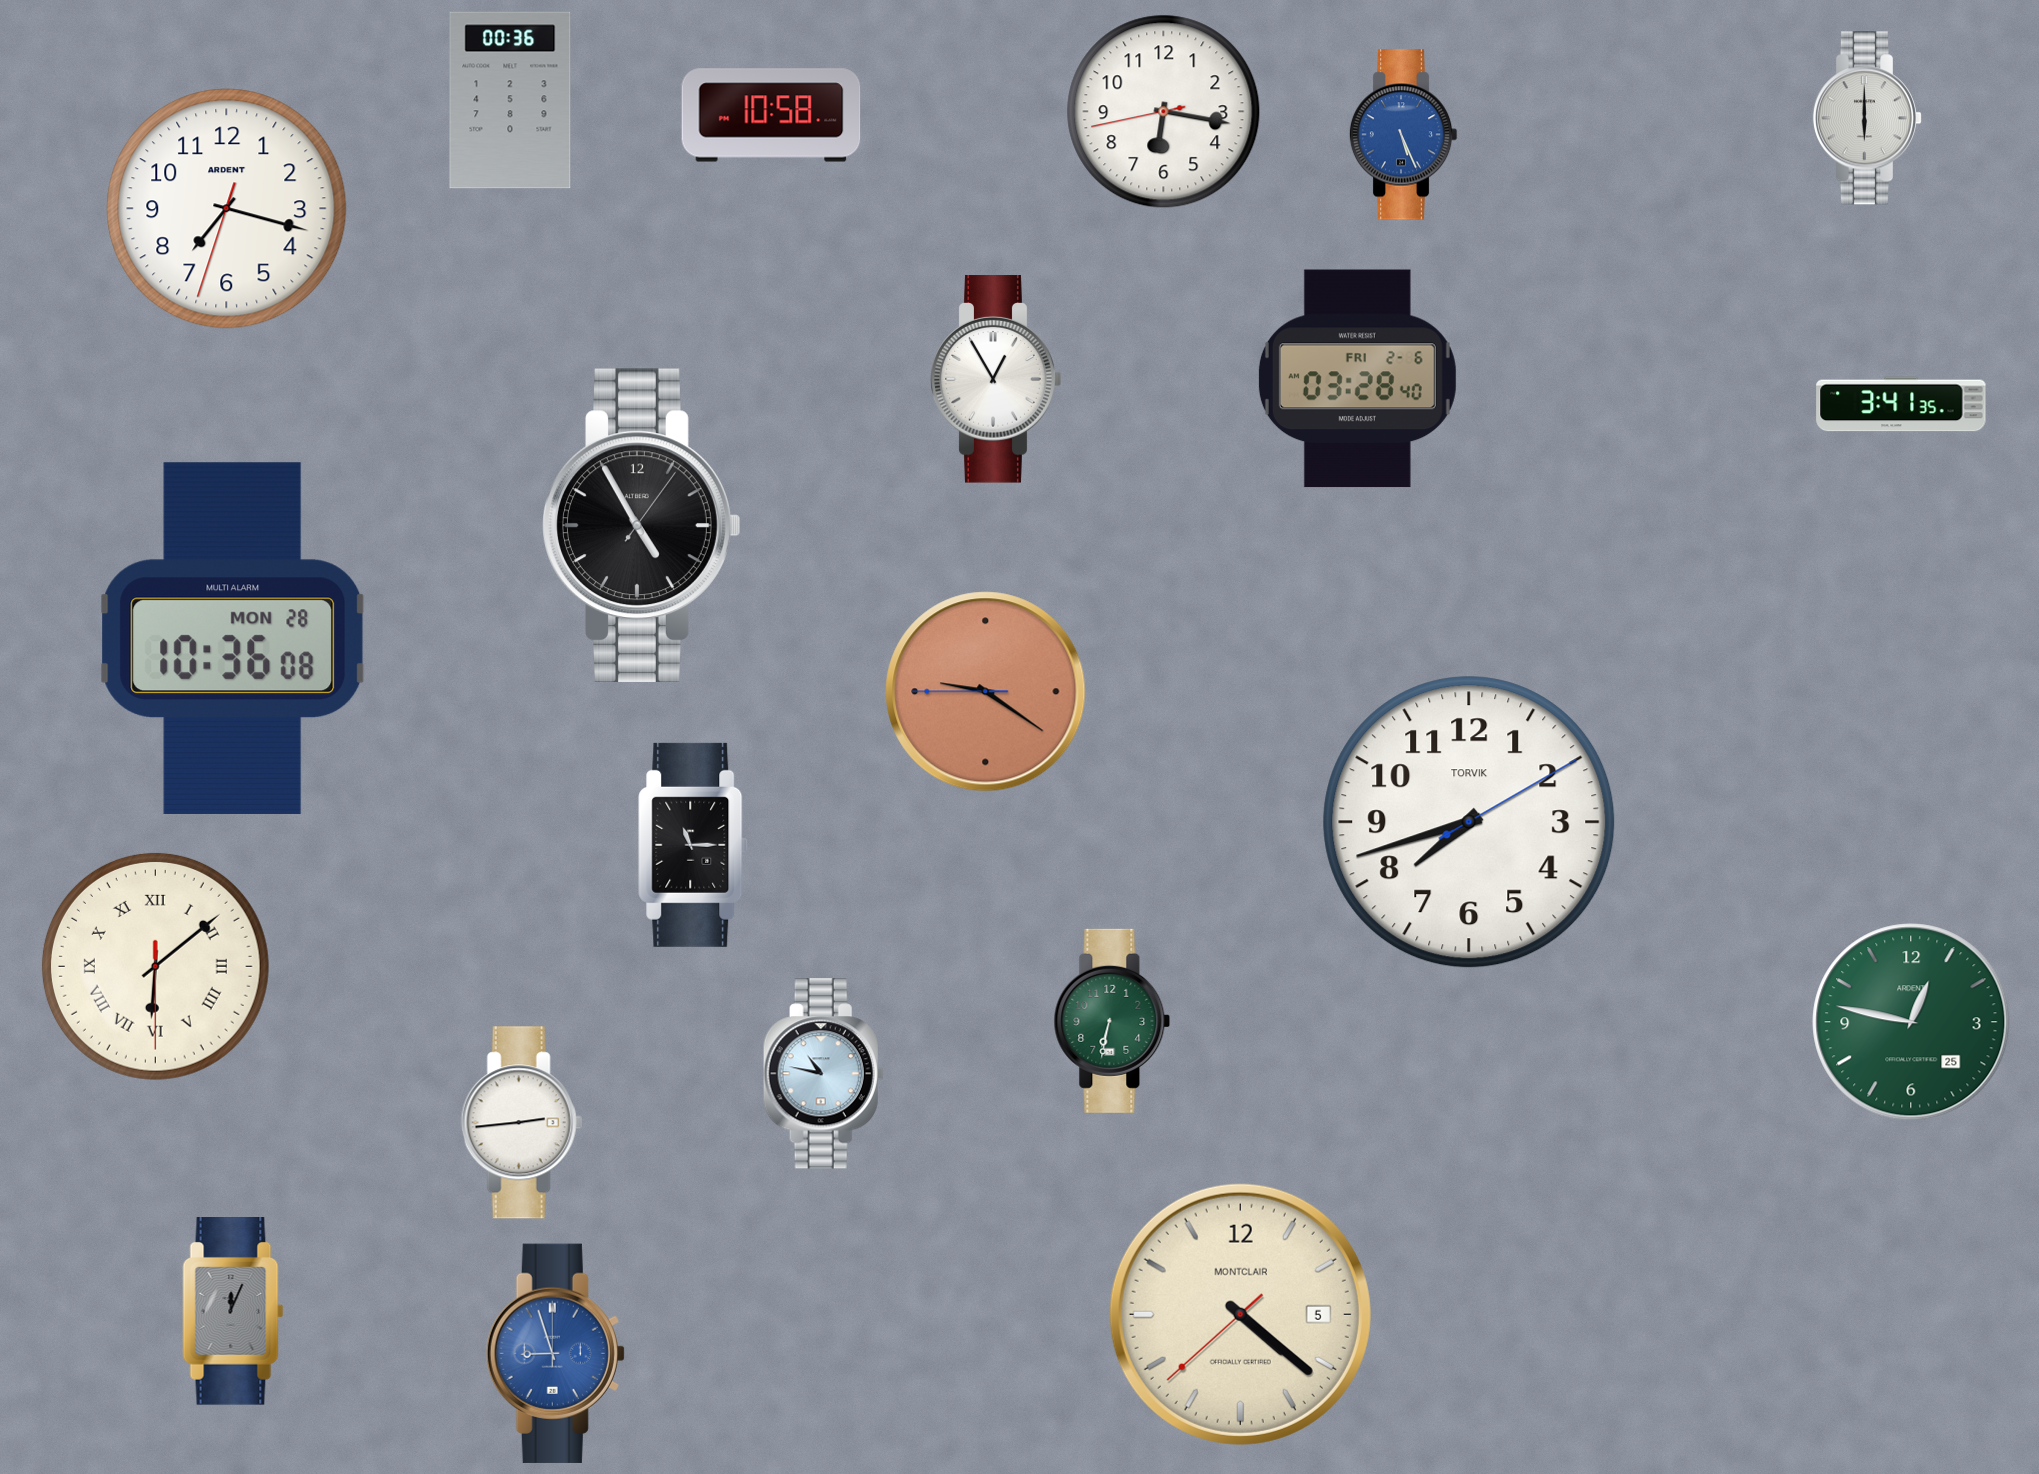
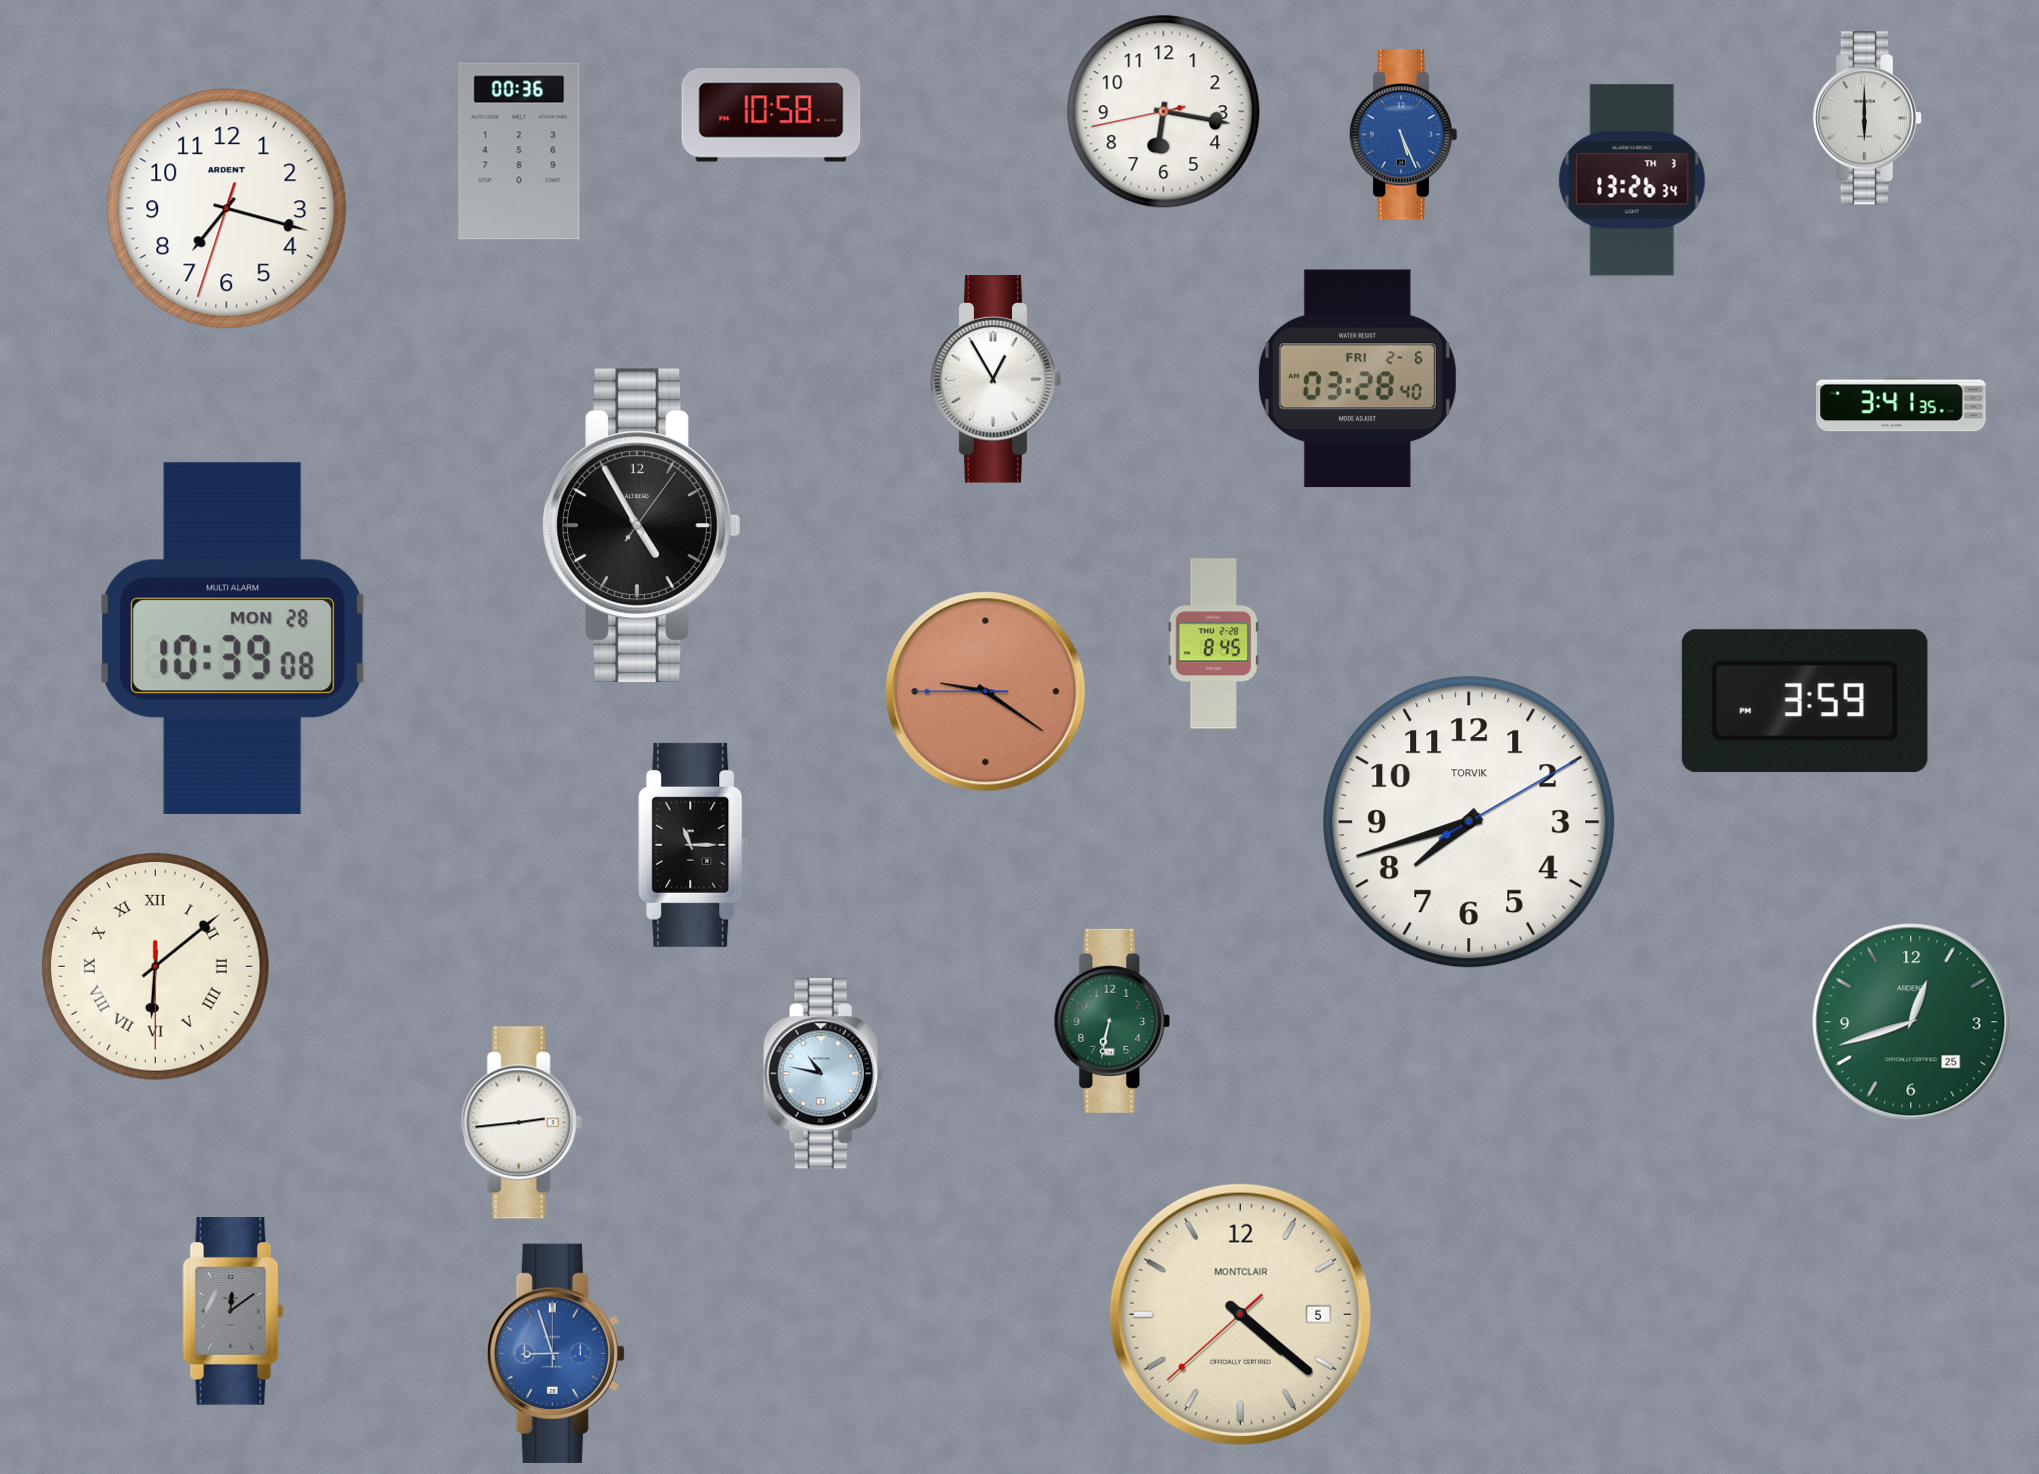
clock at (510, 100) position: (510, 100) -> (519, 151)
clock at (1632, 180): none -> 13:26
clock at (233, 638): 10:36 -> 10:39
clock at (1214, 644): none -> 8:45
clock at (1805, 701): none -> 3:59
clock at (1911, 1022): 12:47 -> 12:42
clock at (233, 1312): 12:04 -> 12:09
